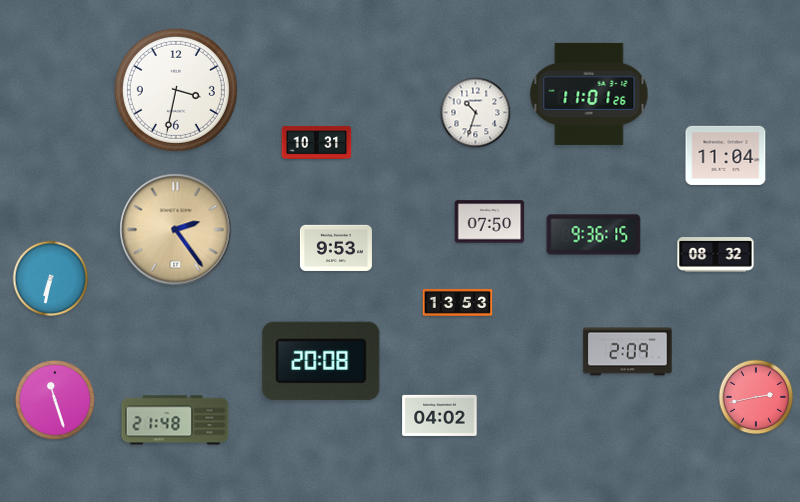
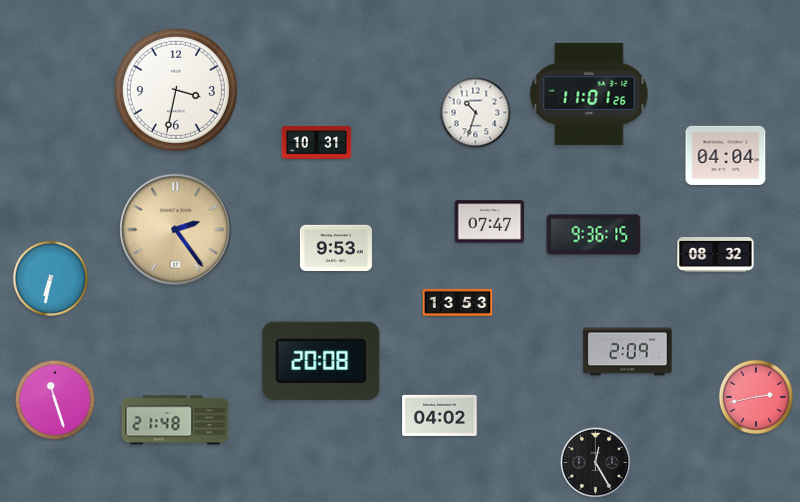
clock at (726, 155): 11:04 -> 04:04
clock at (490, 222): 07:50 -> 07:47
clock at (596, 463): none -> 12:25
